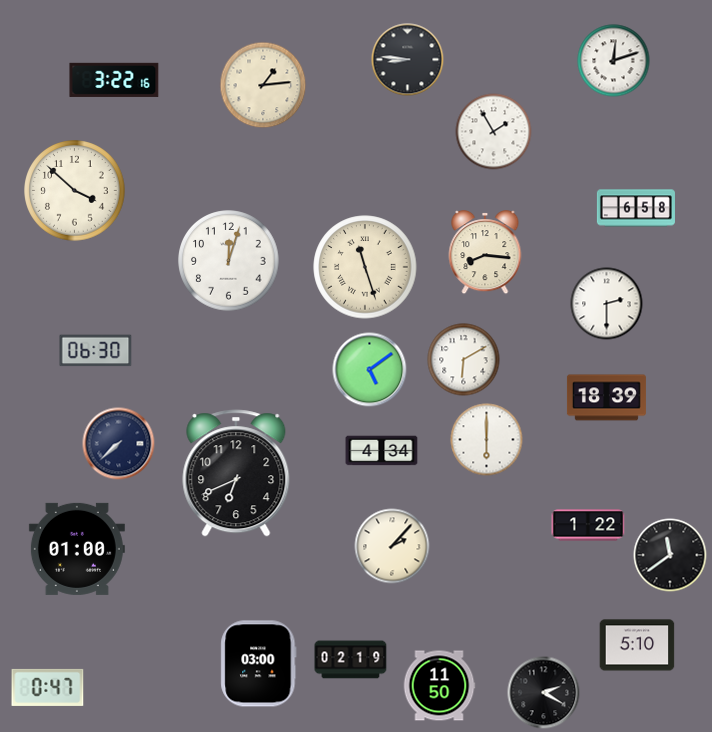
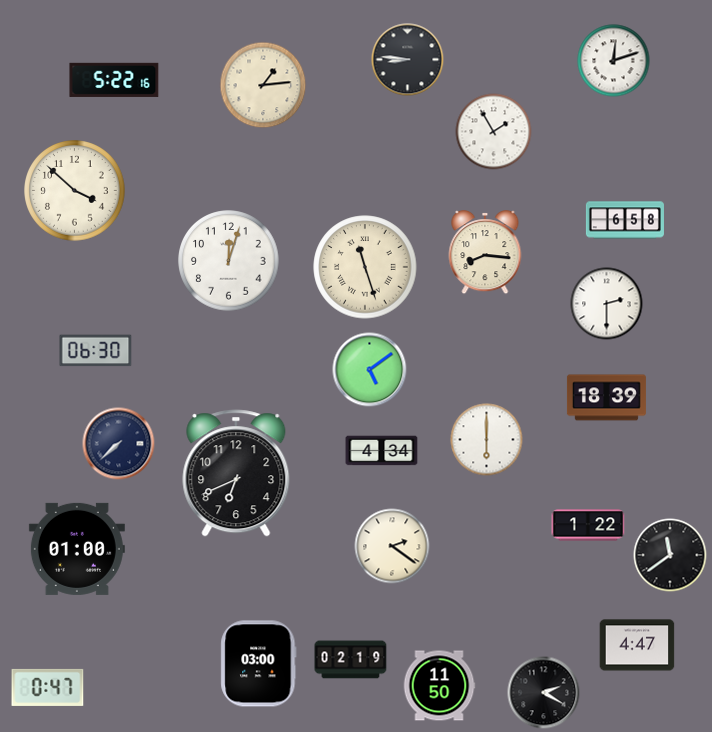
clock at (114, 80): 3:22 -> 5:22
clock at (636, 208) position: (636, 208) -> (625, 220)
clock at (464, 360): 6:10 -> none
clock at (392, 546): 2:07 -> 2:21
clock at (637, 645): 5:10 -> 4:47
